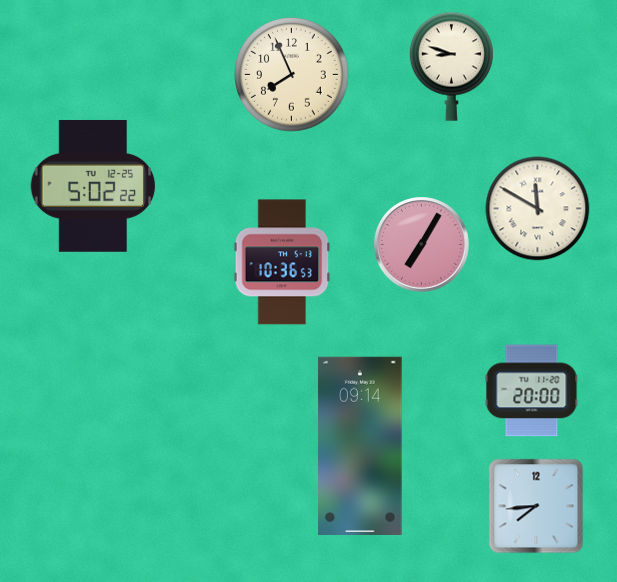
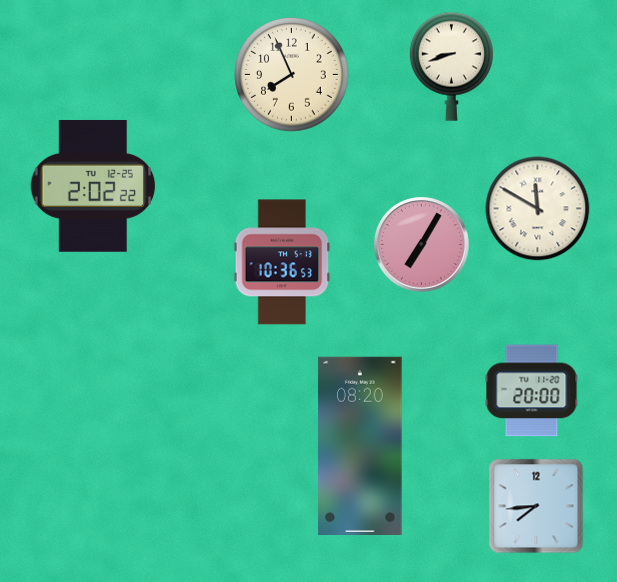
clock at (451, 66): 8:48 -> 8:42
clock at (93, 186): 5:02 -> 2:02
clock at (360, 445): 09:14 -> 08:20
